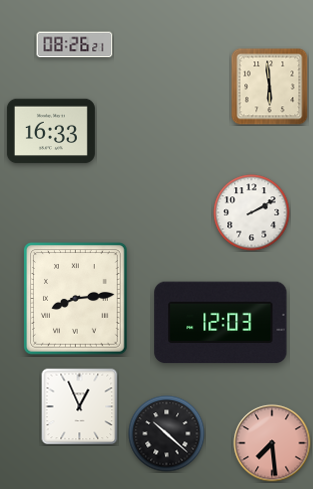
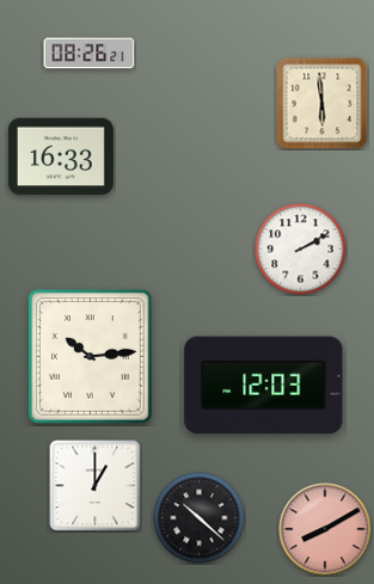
clock at (252, 213) position: (252, 213) -> (301, 250)
clock at (76, 299): 8:14 -> 10:14
clock at (80, 407): 12:56 -> 1:00
clock at (272, 443): 7:29 -> 8:10
